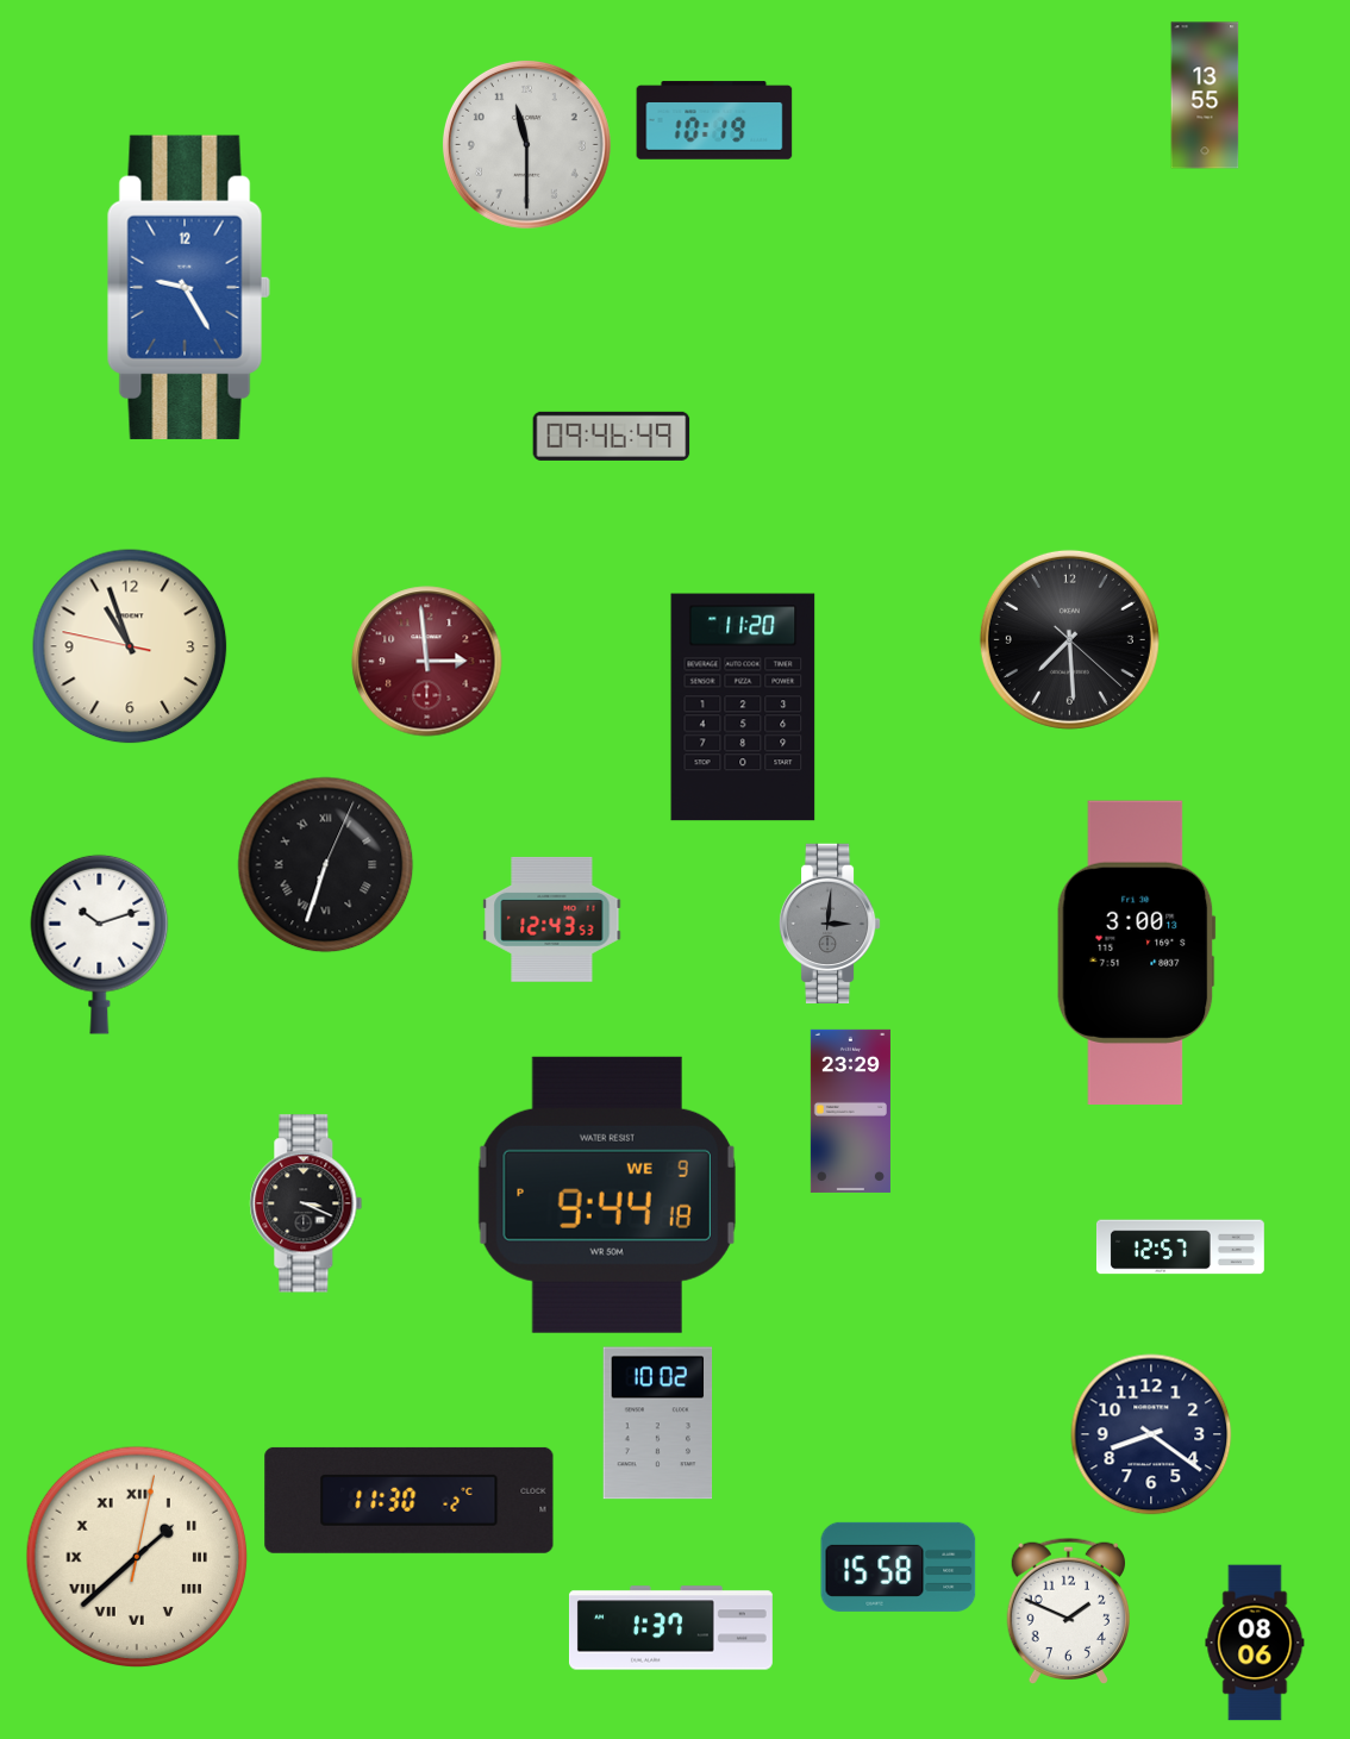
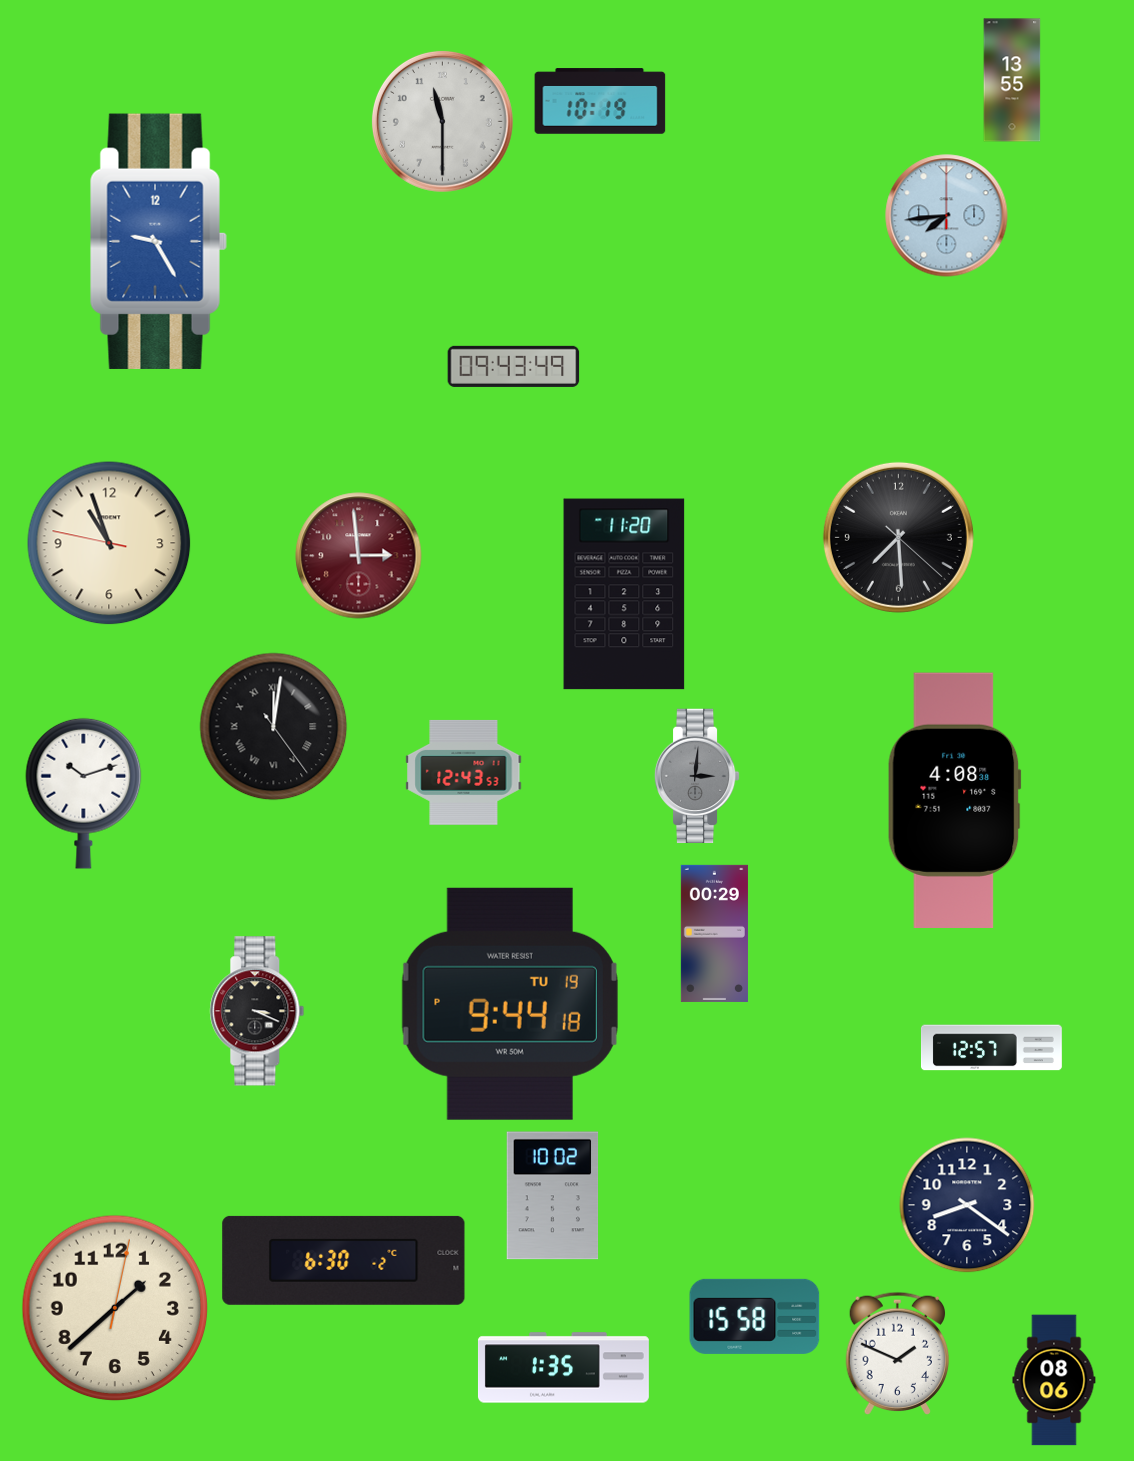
clock at (947, 216): none -> 7:44
clock at (612, 436): 09:46 -> 09:43
clock at (326, 865): 6:33 -> 12:01
clock at (1136, 952): 3:00 -> 4:08
clock at (850, 1111): 23:29 -> 00:29
clock at (607, 1195) date: WE 9 -> TU 19
clock at (410, 1500): 11:30 -> 6:30
clock at (137, 1557) numerals: Roman -> Arabic
clock at (670, 1628): 1:37 -> 1:35
